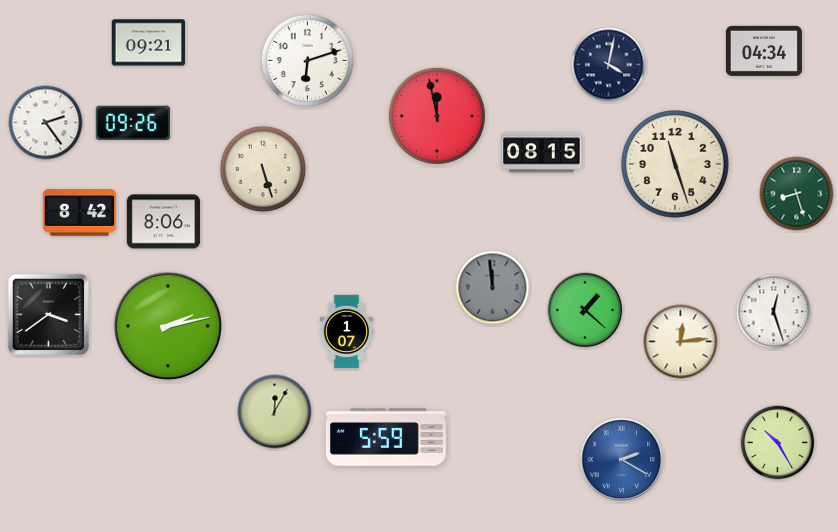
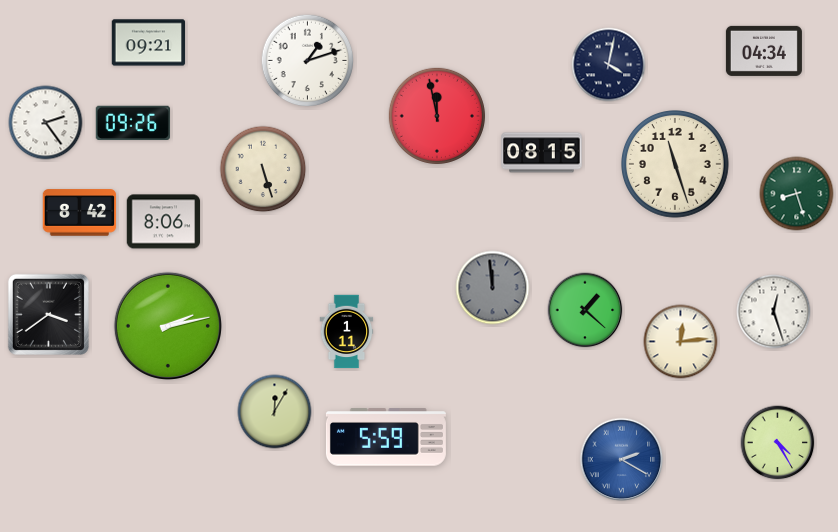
clock at (308, 61): 6:12 -> 1:12
clock at (347, 332): 1:07 -> 1:11
clock at (778, 443): 10:25 -> 4:25
